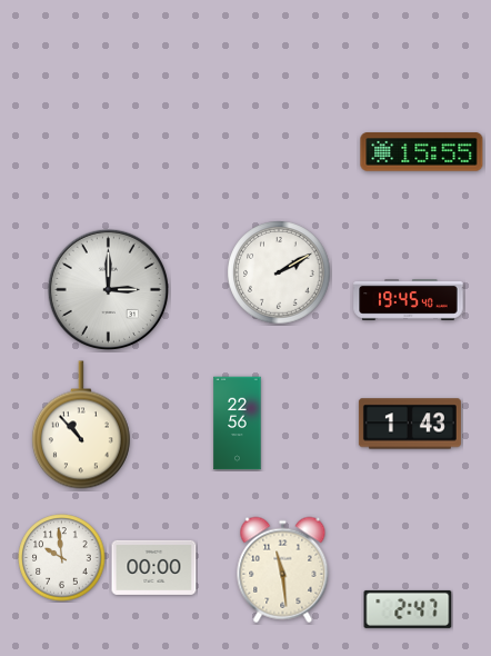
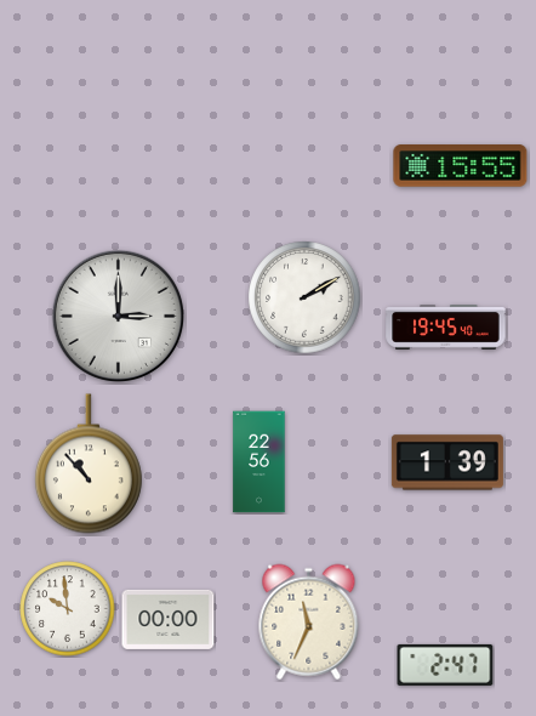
clock at (410, 424): 1:43 -> 1:39
clock at (283, 570): 11:29 -> 11:34
